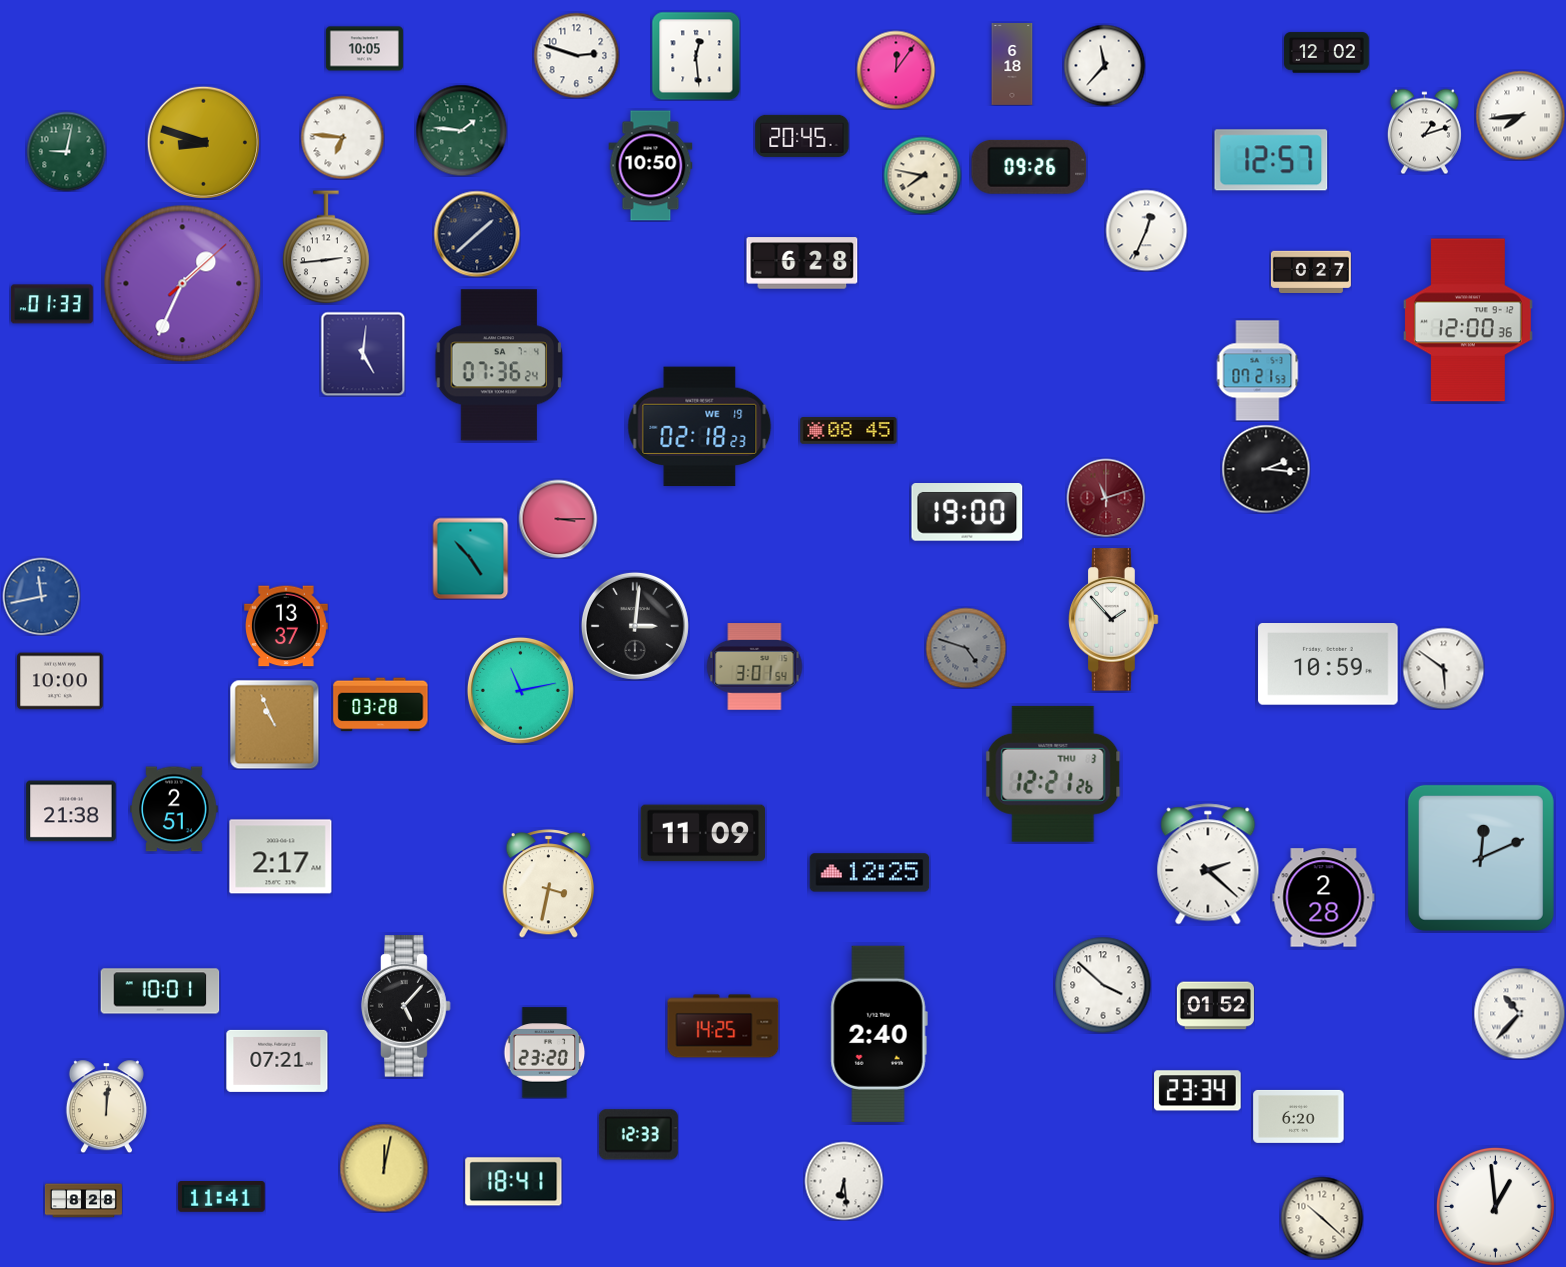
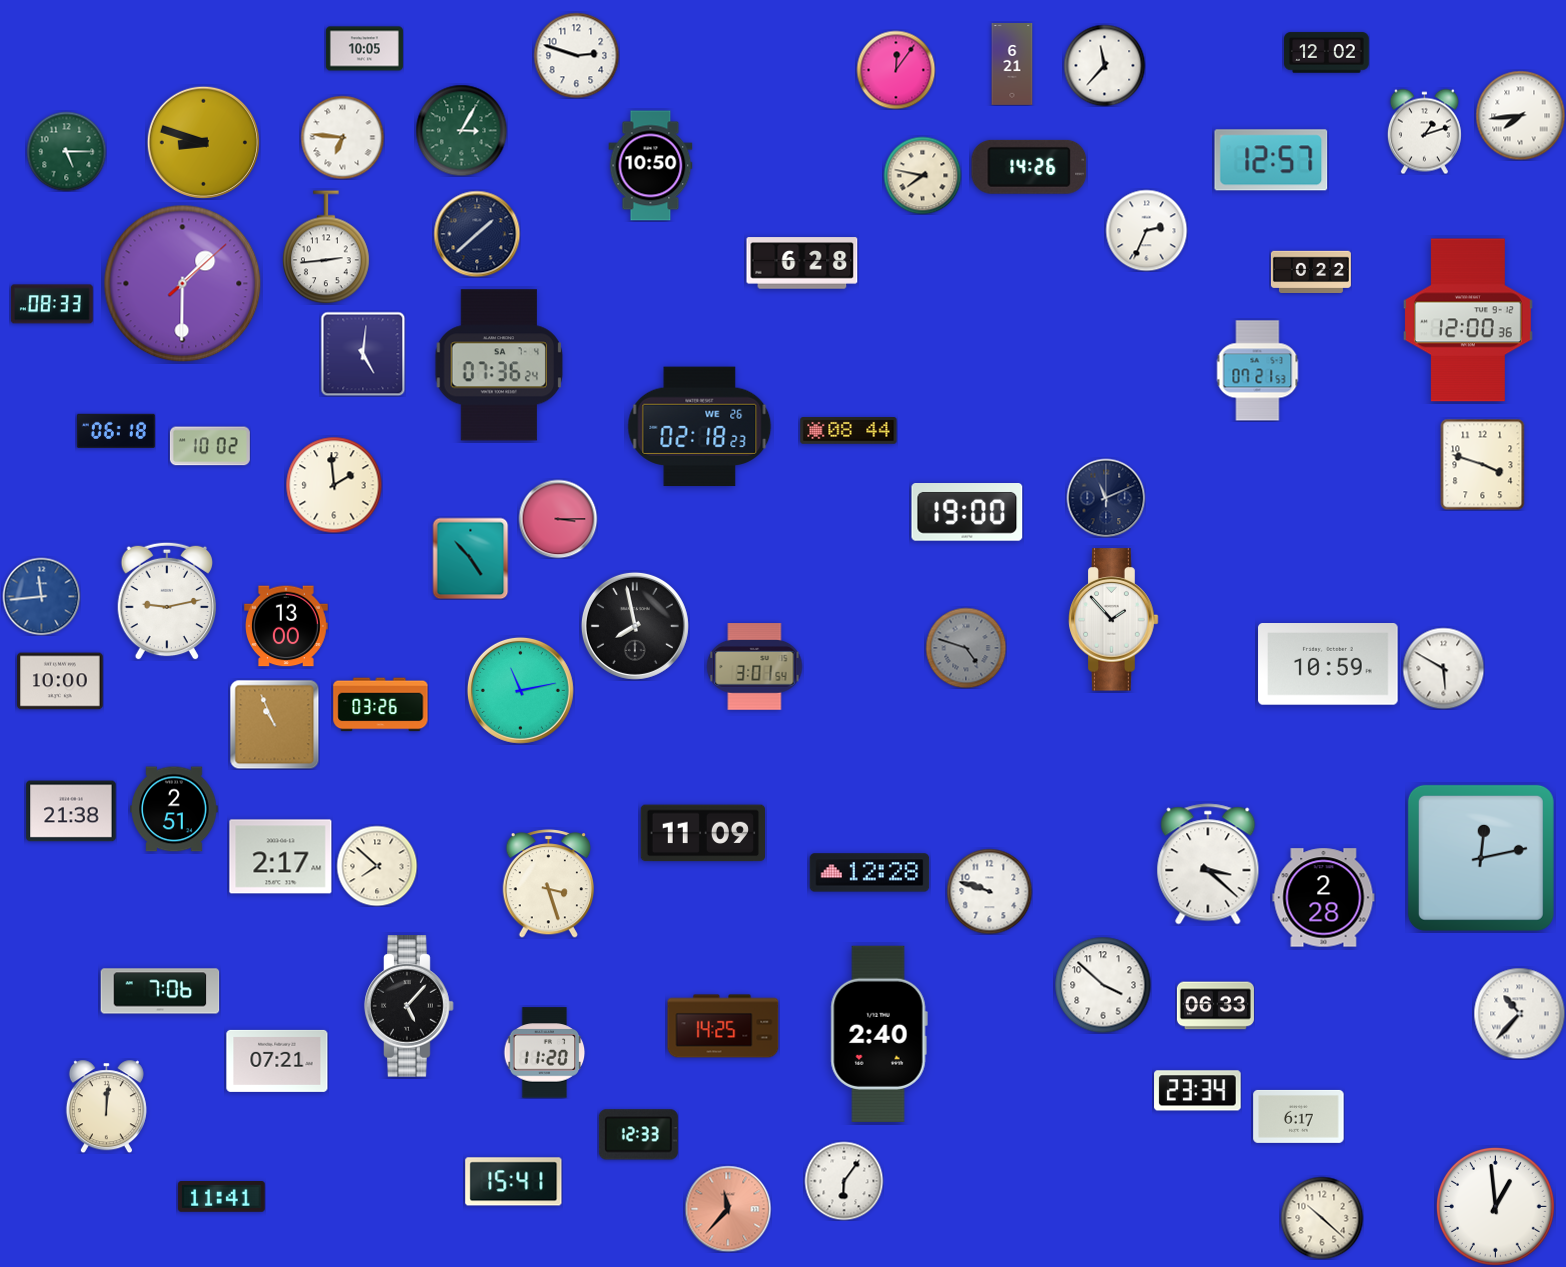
clock at (696, 56): 12:29 -> none
clock at (1012, 65): 6:18 -> 6:21
clock at (461, 130): 1:46 -> 3:05
clock at (802, 136): 20:45 -> none
clock at (66, 151): 9:02 -> 5:15
clock at (1029, 167): 09:26 -> 14:26
clock at (1146, 230): 12:34 -> 2:34
clock at (1311, 271): 0:27 -> 0:22
clock at (183, 284): 1:34 -> 1:30
clock at (52, 304): 01:33 -> 08:33
clock at (700, 427) date: WE 19 -> WE 26
clock at (116, 431): none -> 06:18
clock at (849, 431): 08:45 -> 08:44
clock at (210, 446): none -> 10:02
clock at (1483, 464): none -> 3:48
clock at (1266, 469): 2:16 -> none
clock at (334, 485): none -> 1:59
clock at (1106, 498): 11:12 -> 11:11
clock at (1106, 498) dial: burgundy -> navy
clock at (41, 596): 11:43 -> 11:44
clock at (166, 601): none -> 9:13
clock at (287, 626): 13:37 -> 13:00
clock at (635, 626): 3:01 -> 7:58
clock at (1443, 668): 5:51 -> 5:50
clock at (381, 705): 03:28 -> 03:26
clock at (1053, 774): 12:21 -> none
clock at (1481, 858): 12:11 -> 12:13
clock at (1208, 864): 2:22 -> 3:22
clock at (377, 866): none -> 7:52
clock at (870, 873): 12:25 -> 12:28
clock at (548, 884): 3:32 -> 3:27
clock at (989, 891): none -> 9:48
clock at (160, 991): 10:01 -> 7:06
clock at (406, 1006) position: (406, 1006) -> (409, 1006)
clock at (1215, 1006): 01:52 -> 06:33
clock at (545, 1053): 23:20 -> 11:20
clock at (1299, 1116): 6:20 -> 6:17
clock at (384, 1168): 12:02 -> none
clock at (844, 1181): 6:29 -> 6:06
clock at (514, 1182): 18:41 -> 15:41
clock at (83, 1201): 8:28 -> none
clock at (728, 1209): none -> 11:37
